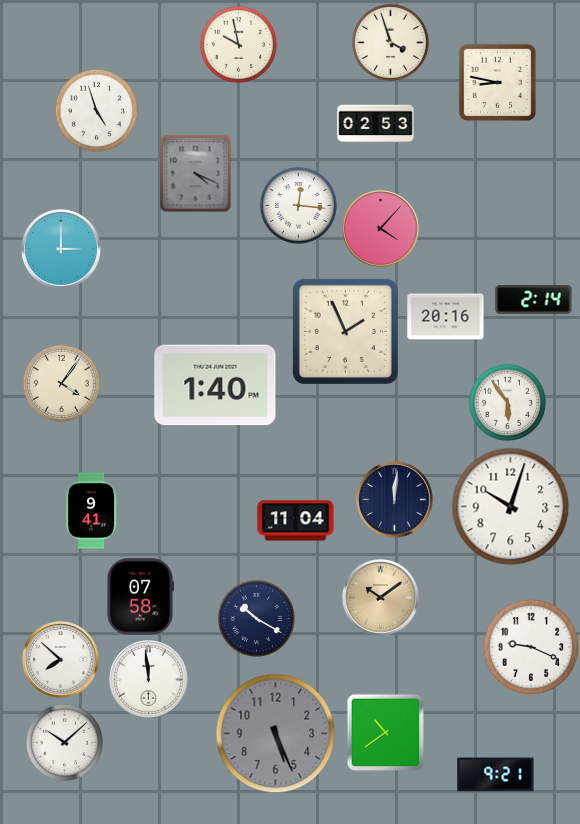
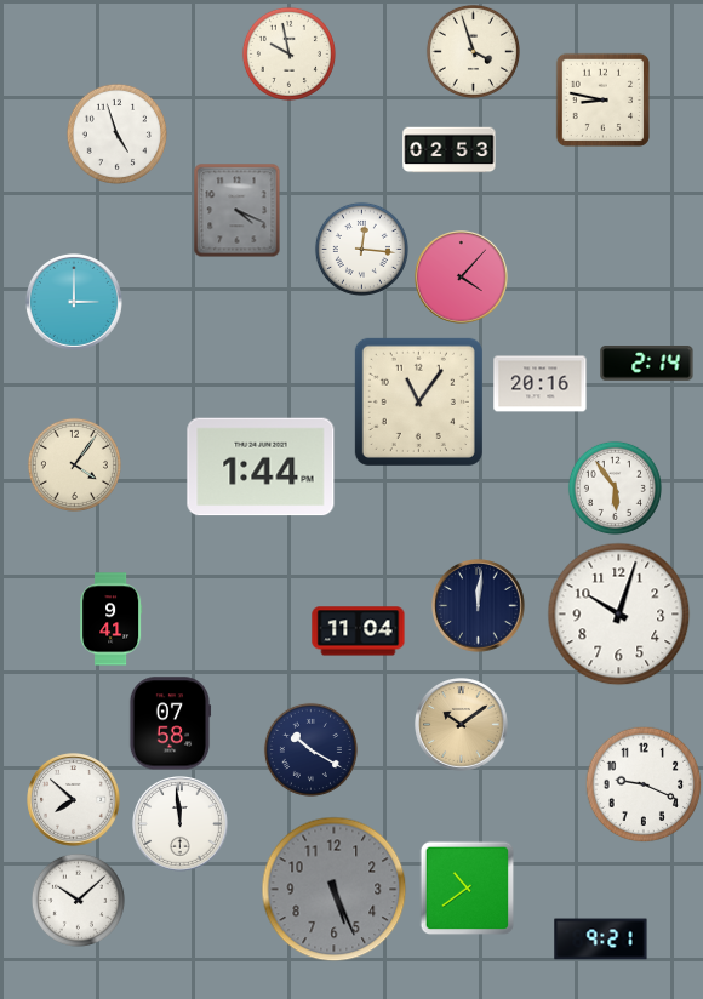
clock at (376, 124) position: (376, 124) -> (450, 150)
clock at (345, 331): 1:56 -> 11:06
clock at (215, 385): 1:40 -> 1:44
